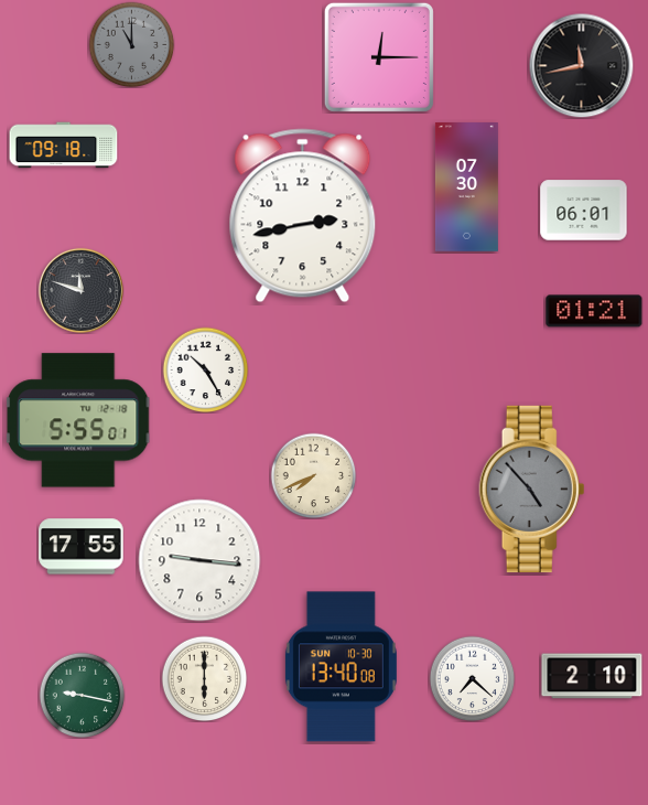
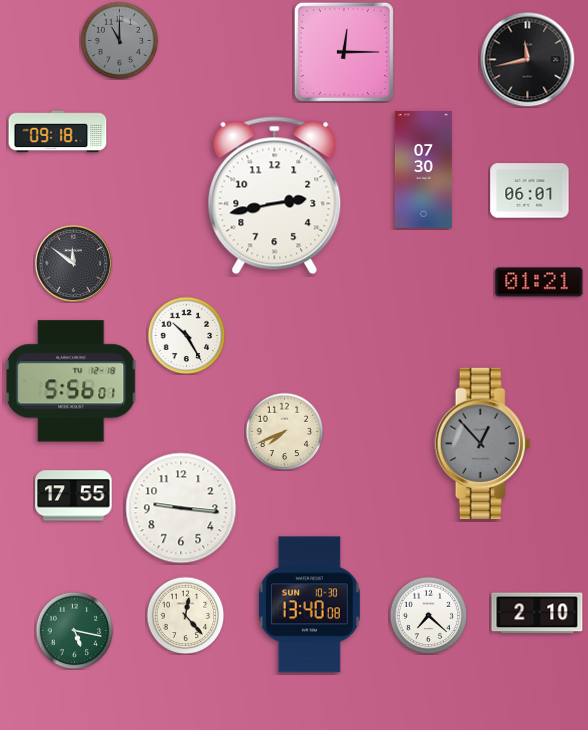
clock at (80, 290): 11:48 -> 11:51
clock at (79, 420): 5:55 -> 5:56
clock at (532, 489): 4:53 -> 12:53
clock at (204, 678): 6:00 -> 12:23
clock at (82, 695): 9:17 -> 5:17
